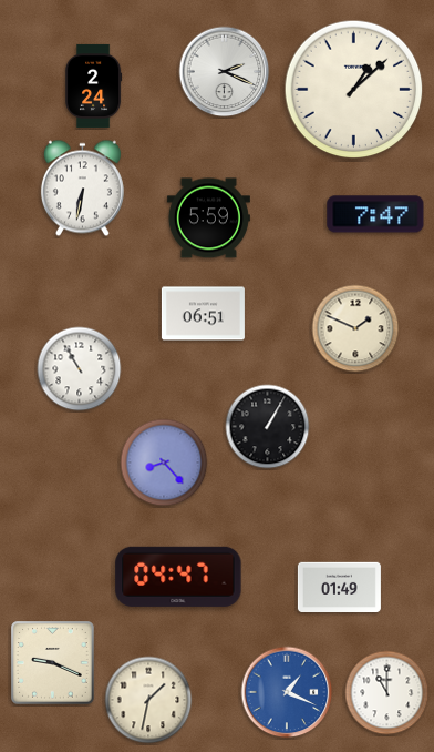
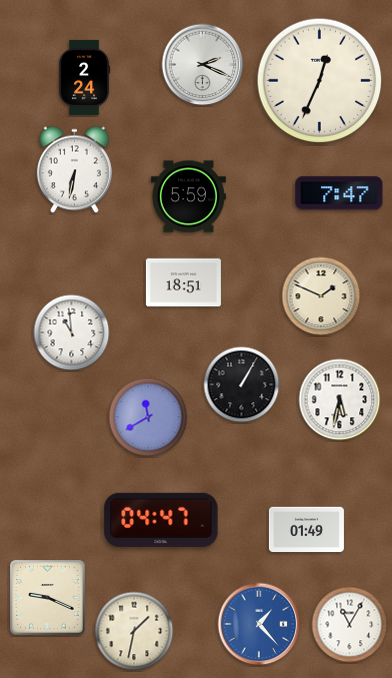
clock at (354, 90): 1:08 -> 12:34
clock at (203, 314): 06:51 -> 18:51
clock at (80, 369): 10:55 -> 10:59
clock at (340, 400): none -> 5:32
clock at (164, 463): 8:23 -> 11:40
clock at (287, 692): 1:19 -> 1:23
clock at (387, 693): 11:00 -> 11:05
